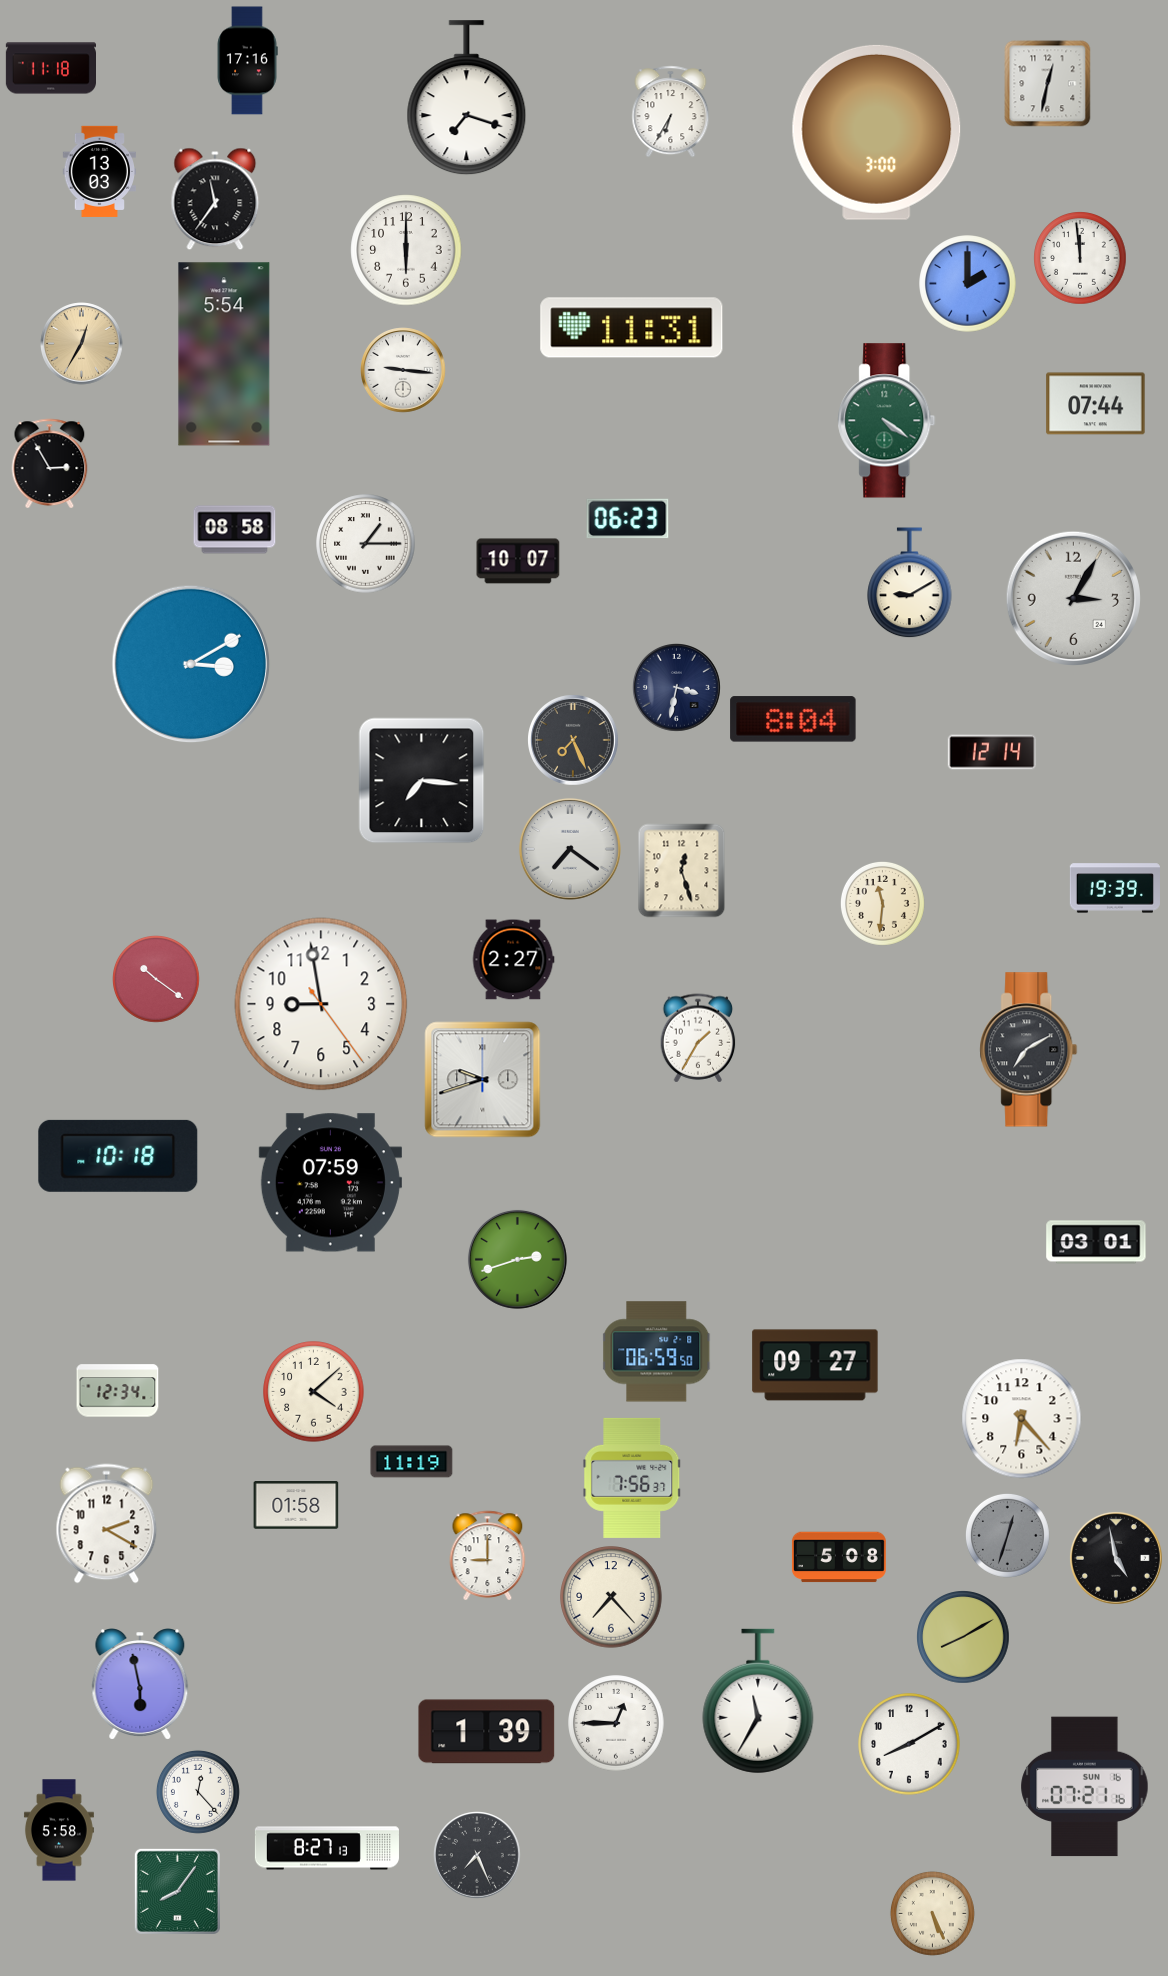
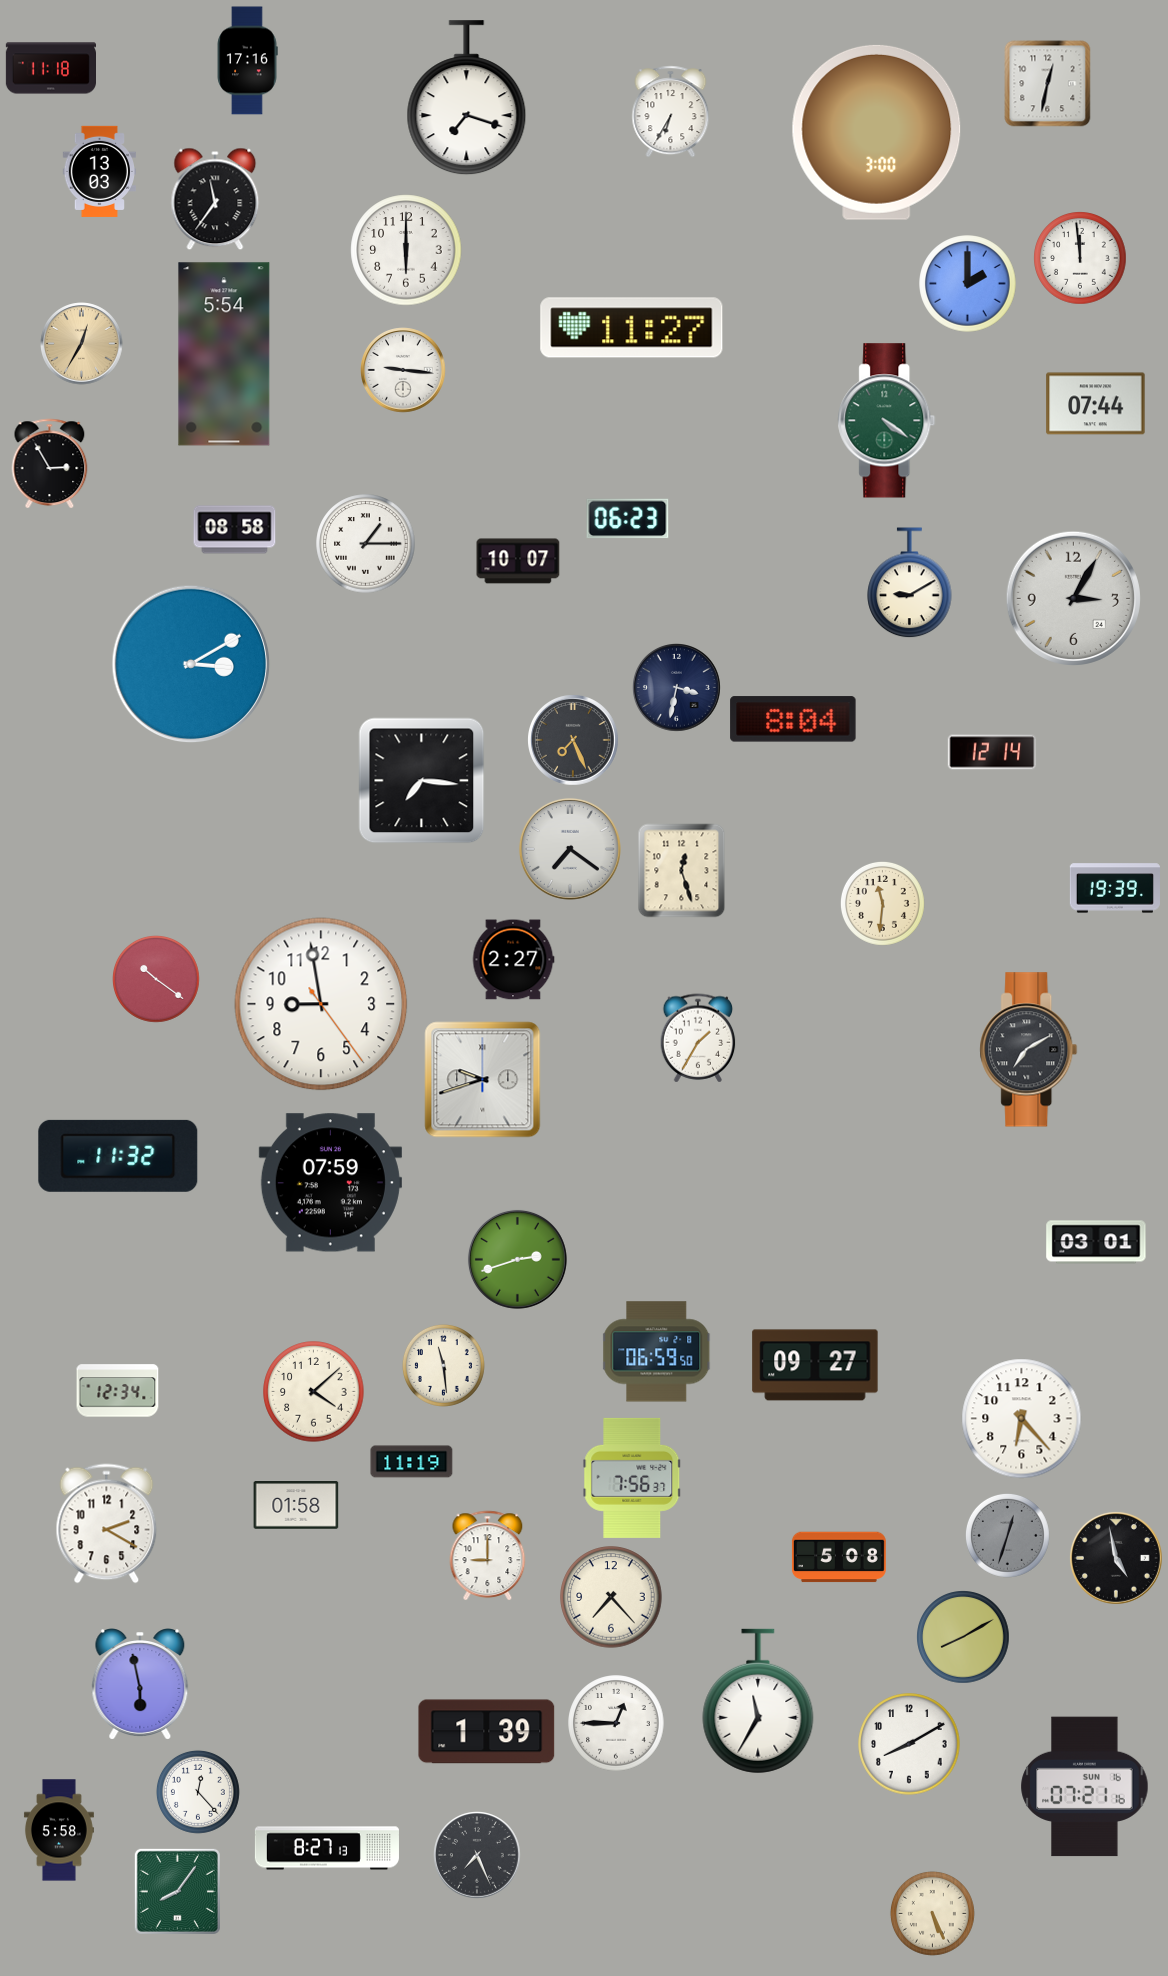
clock at (632, 328): 11:31 -> 11:27
clock at (118, 1156): 10:18 -> 11:32
clock at (443, 1365): none -> 11:29
